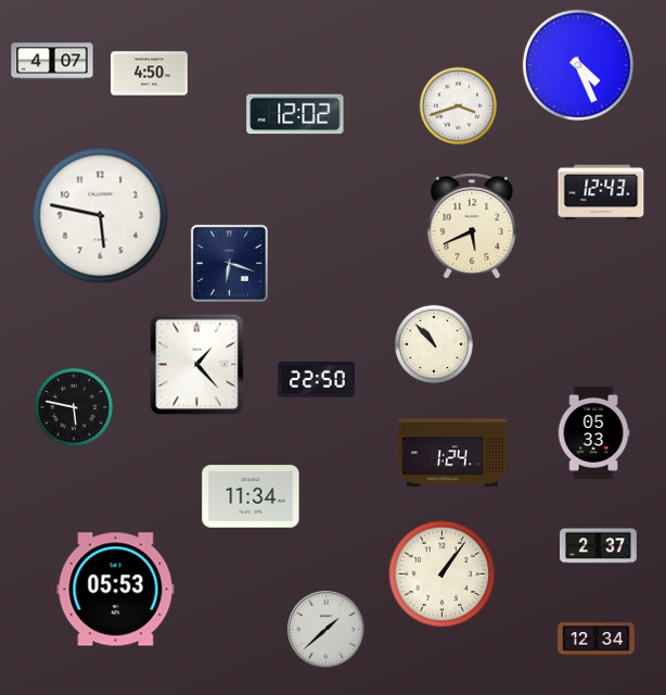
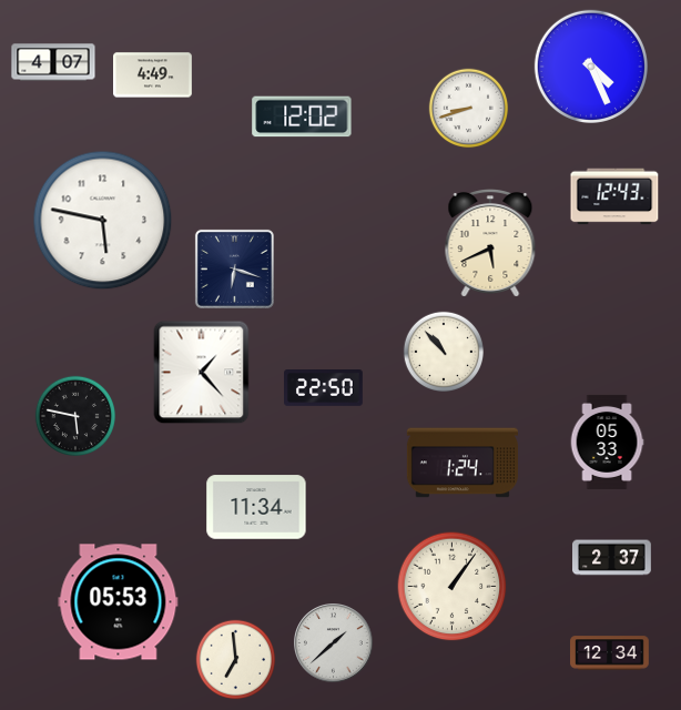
clock at (150, 74): 4:50 -> 4:49
clock at (459, 106): 3:42 -> 8:42
clock at (472, 227) position: (472, 227) -> (490, 244)
clock at (236, 660): none -> 6:59
